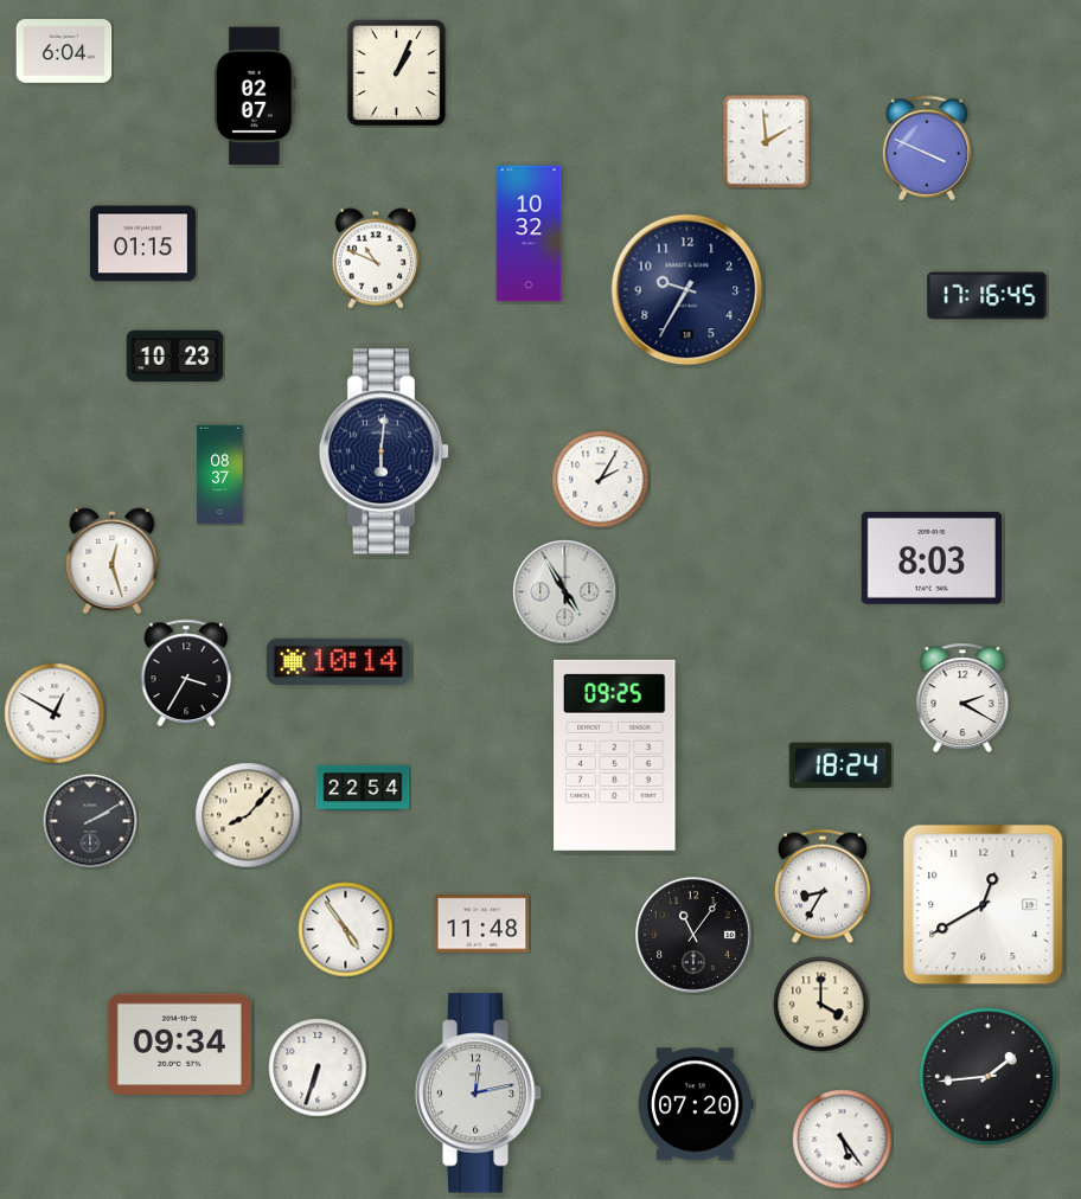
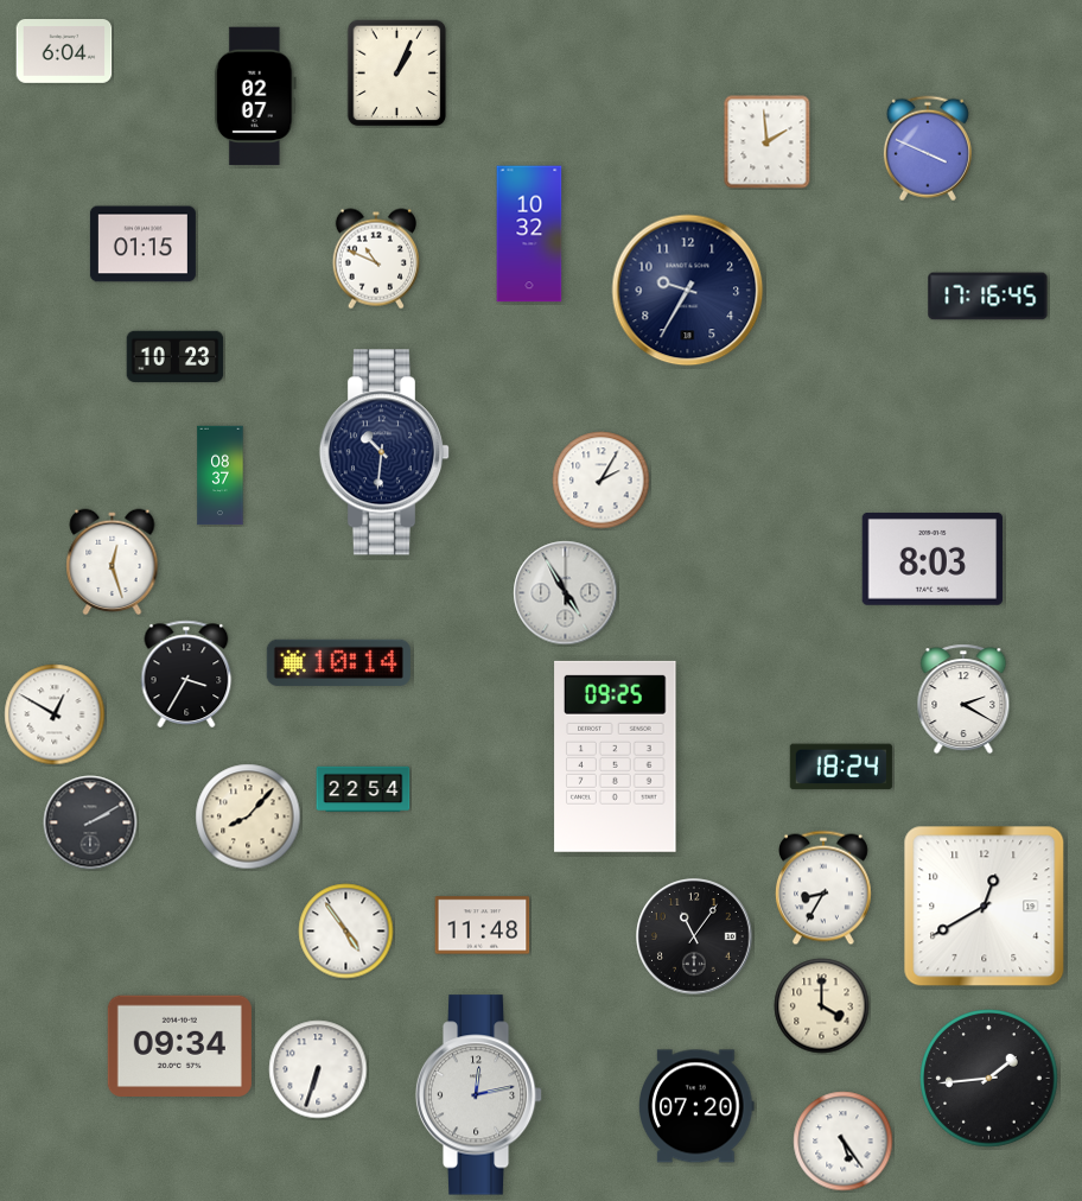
clock at (384, 451): 6:01 -> 10:31
